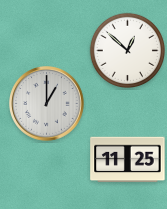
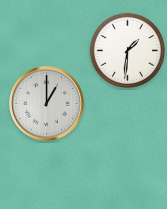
clock at (127, 50): 12:52 -> 1:31
clock at (128, 160): 11:25 -> none
